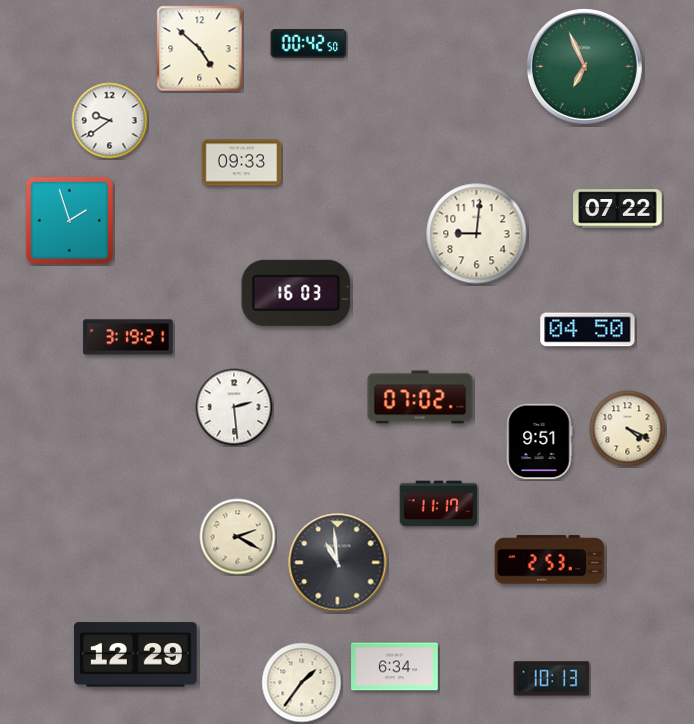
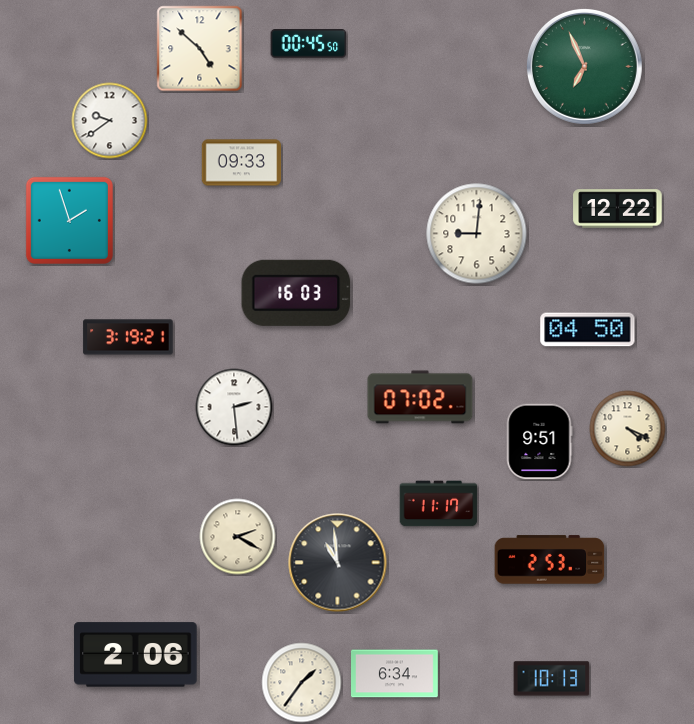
clock at (309, 44): 00:42 -> 00:45
clock at (618, 209): 07:22 -> 12:22
clock at (136, 655): 12:29 -> 2:06
clock at (395, 667) position: (395, 667) -> (395, 674)
